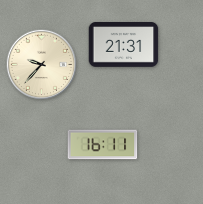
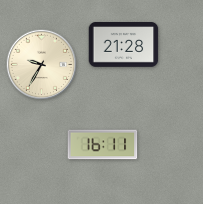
clock at (124, 45): 21:31 -> 21:28
clock at (42, 65): 9:37 -> 9:35
